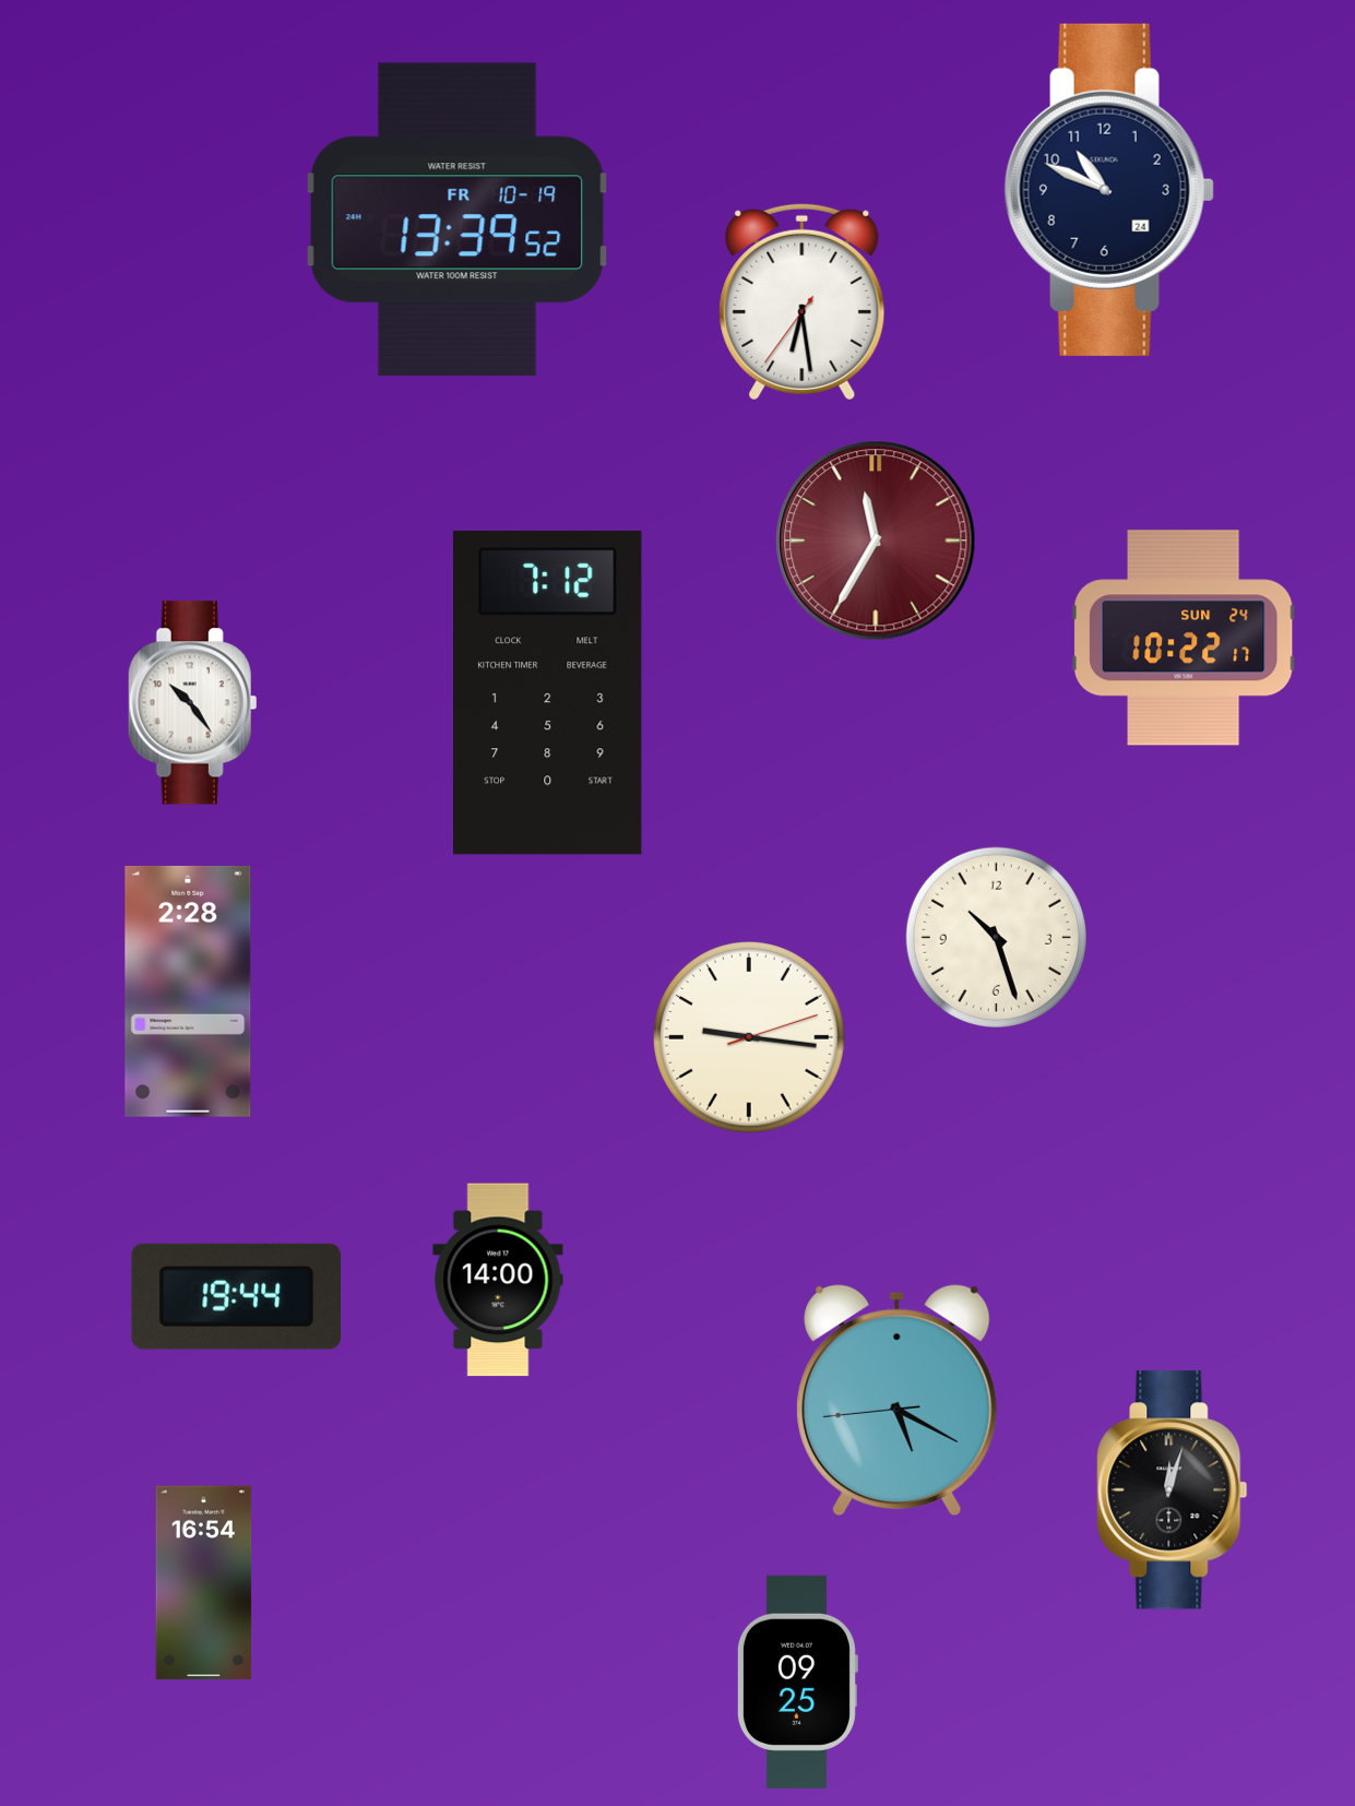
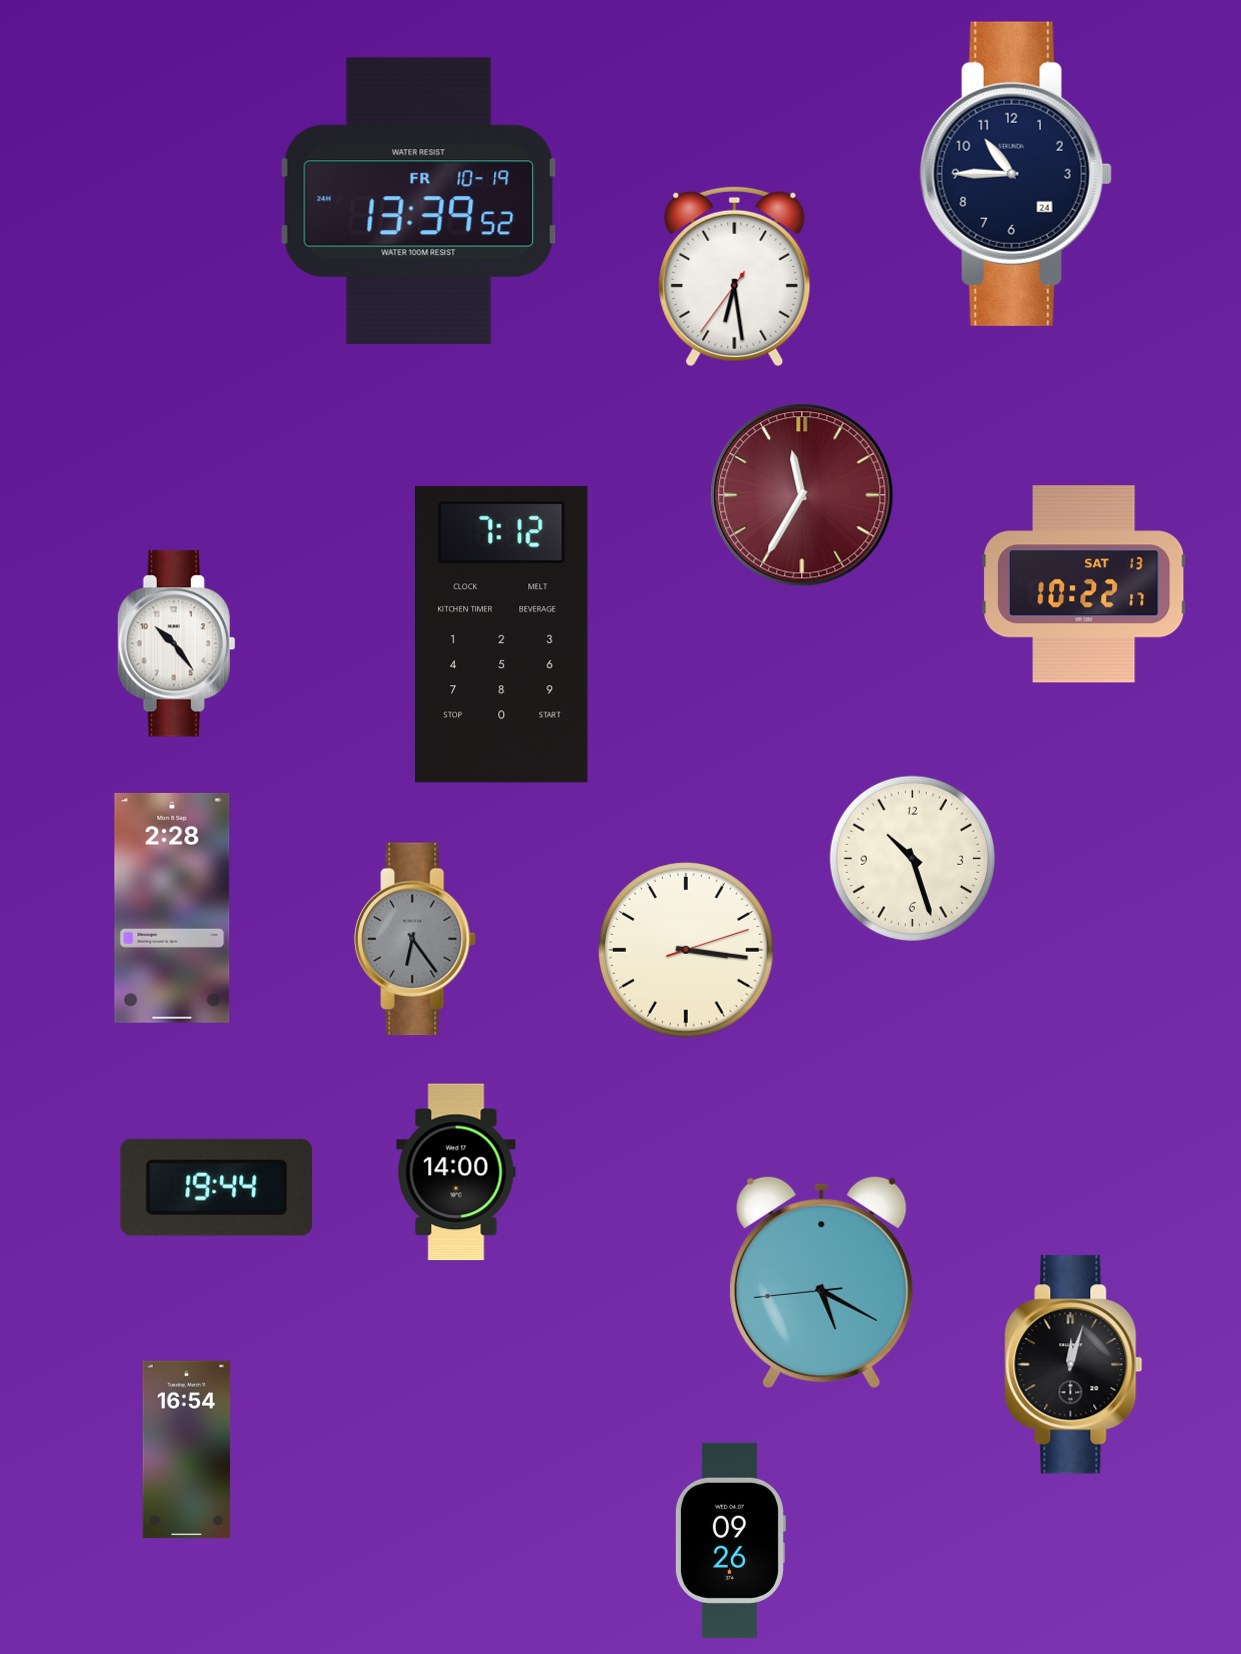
clock at (1109, 190): 10:49 -> 10:45
clock at (1184, 638) date: SUN 24 -> SAT 13
clock at (415, 939): none -> 6:24
clock at (750, 1038): 9:16 -> 3:16
clock at (797, 1682): 09:25 -> 09:26
